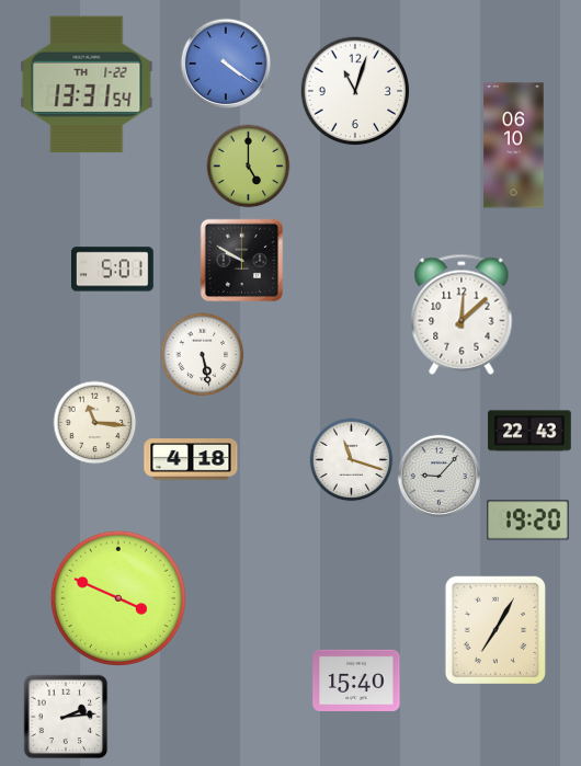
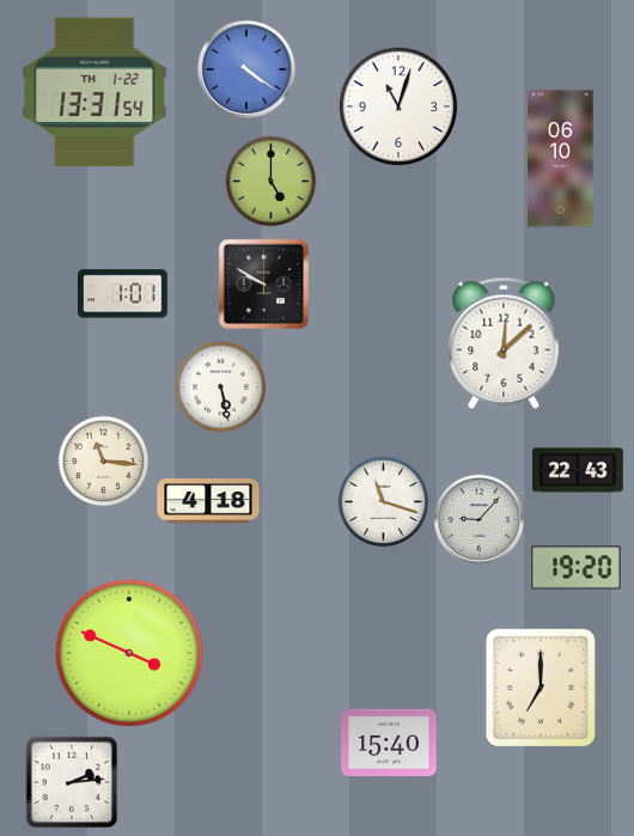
clock at (355, 91) position: (355, 91) -> (398, 106)
clock at (113, 270): 5:01 -> 1:01
clock at (494, 629): 7:05 -> 7:00
